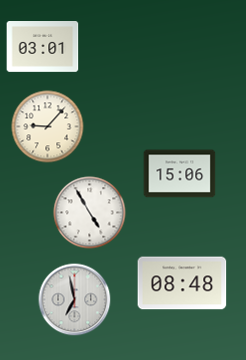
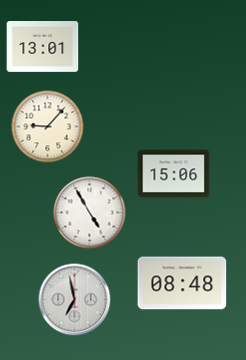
clock at (43, 47): 03:01 -> 13:01
clock at (180, 174) position: (180, 174) -> (174, 174)
